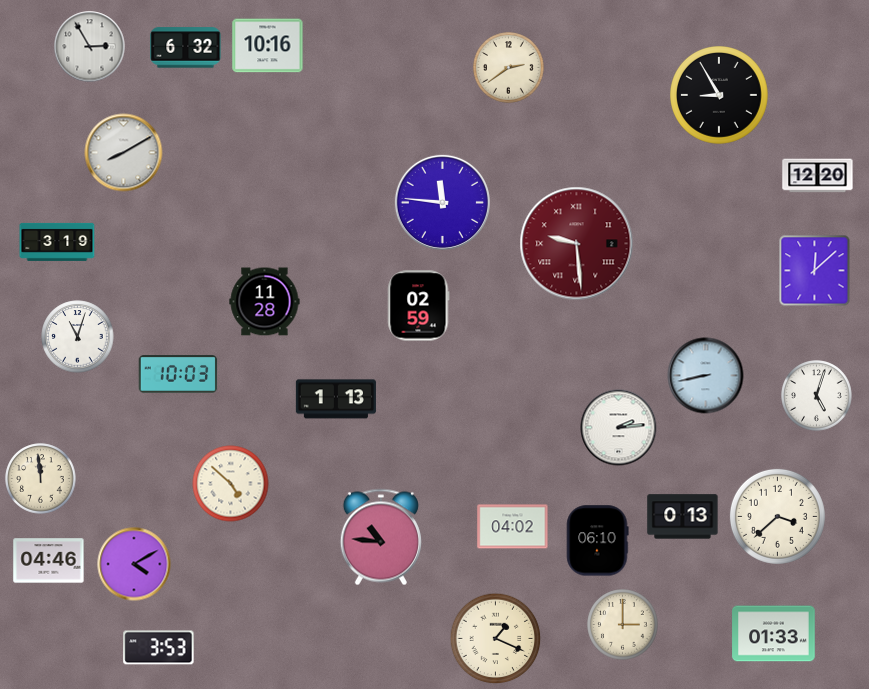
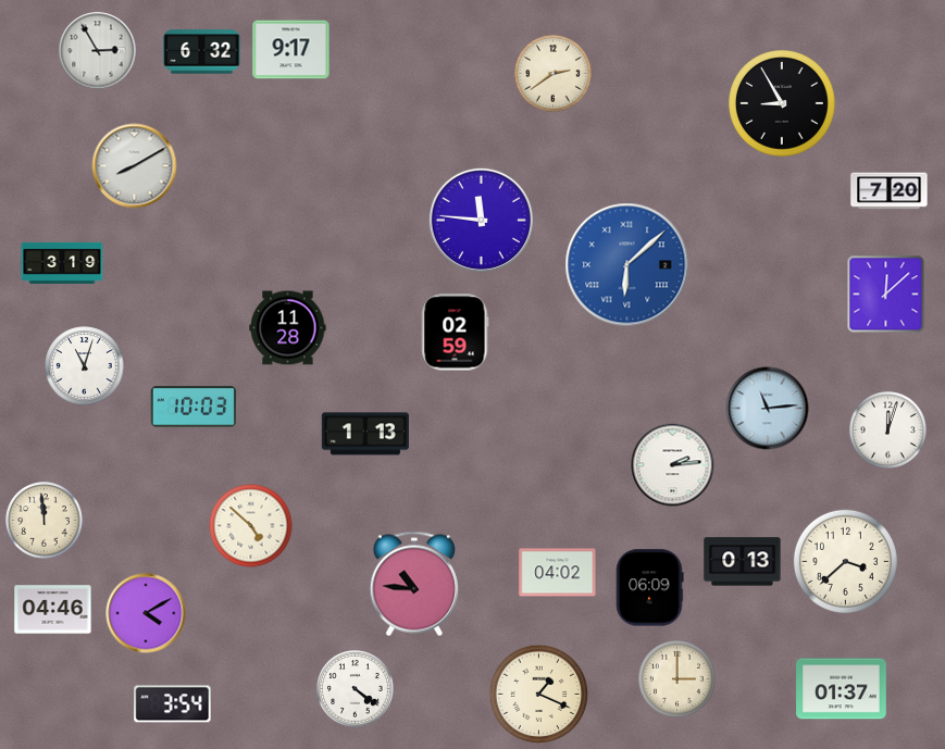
clock at (268, 46): 10:16 -> 9:17
clock at (818, 176): 12:20 -> 7:20
clock at (577, 244): 9:29 -> 6:08
clock at (577, 244) dial: burgundy -> blue
clock at (706, 376): 8:43 -> 11:14
clock at (817, 396): 5:03 -> 12:03
clock at (597, 541): 06:10 -> 06:09
clock at (356, 689): none -> 4:21
clock at (774, 634): 01:33 -> 01:37
clock at (159, 648): 3:53 -> 3:54
